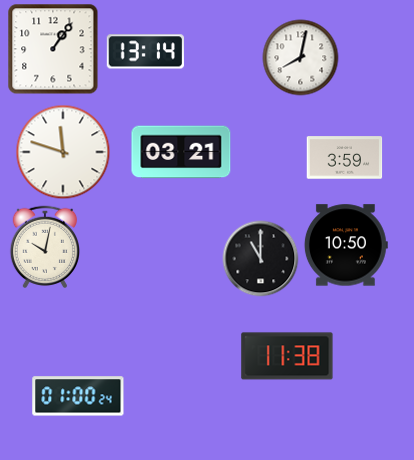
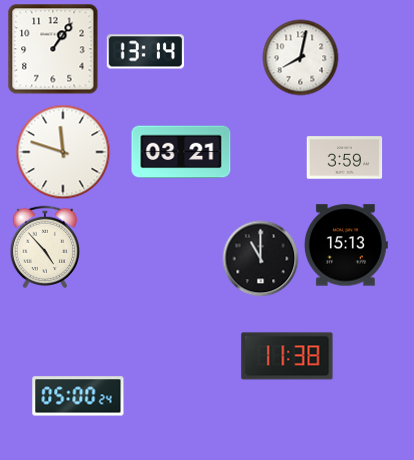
clock at (346, 245): 10:50 -> 15:13
clock at (44, 246): 10:02 -> 4:53
clock at (78, 396): 01:00 -> 05:00
